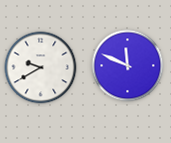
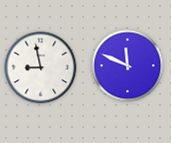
clock at (41, 68): 9:40 -> 8:58
